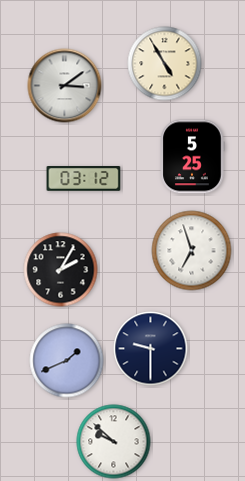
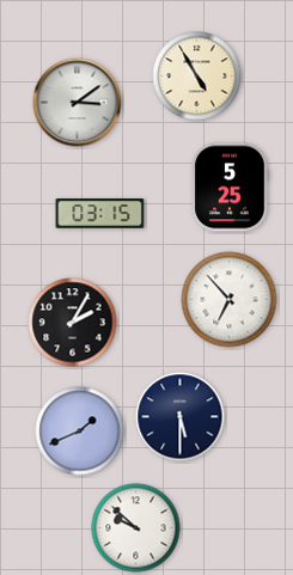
clock at (84, 179): 03:12 -> 03:15
clock at (192, 251): 6:57 -> 6:53
clock at (151, 349): 9:30 -> 5:30
